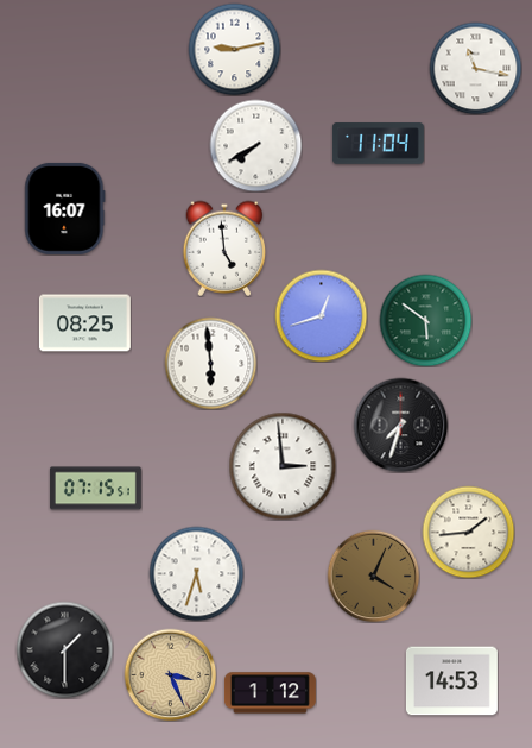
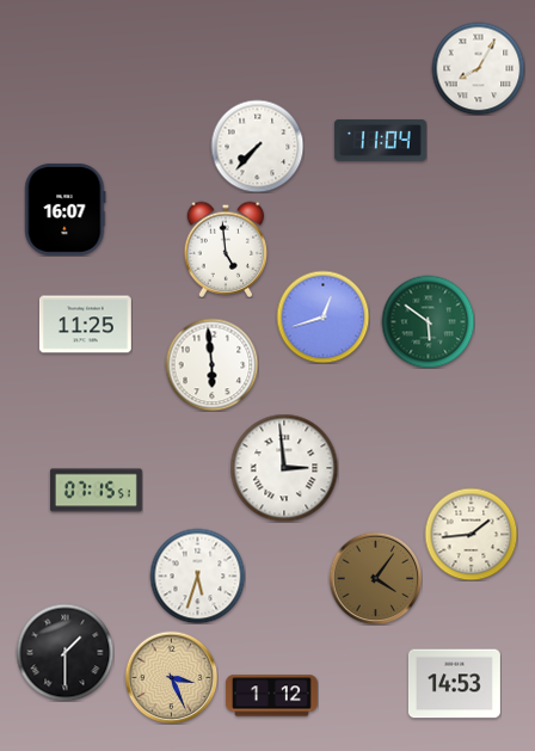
clock at (234, 49): 9:13 -> none
clock at (475, 68): 11:17 -> 8:05
clock at (378, 144) position: (378, 144) -> (380, 141)
clock at (255, 145): 7:40 -> 7:37
clock at (84, 323): 08:25 -> 11:25
clock at (400, 425): 7:33 -> none
clock at (373, 576): 4:04 -> 4:06
